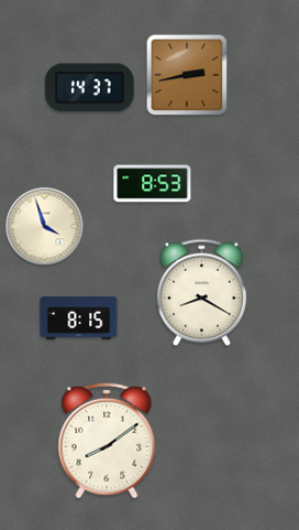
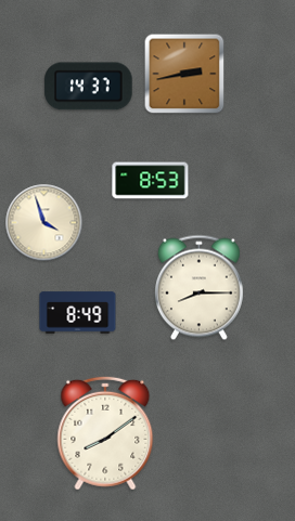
clock at (201, 293): 8:20 -> 8:15
clock at (79, 318): 8:15 -> 8:49
